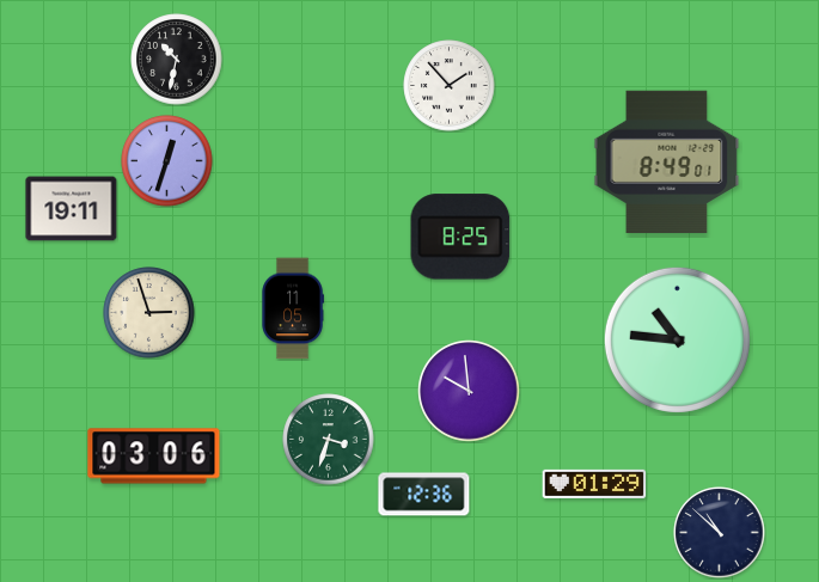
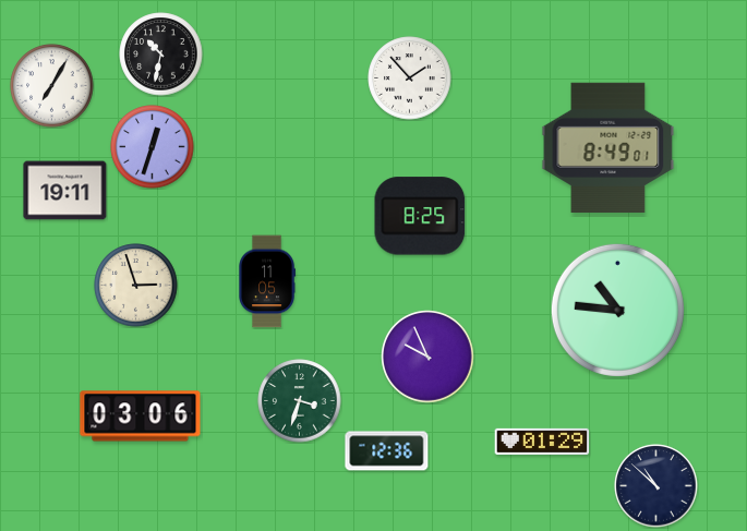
clock at (52, 86): none -> 7:05
clock at (469, 391): 9:59 -> 9:56
